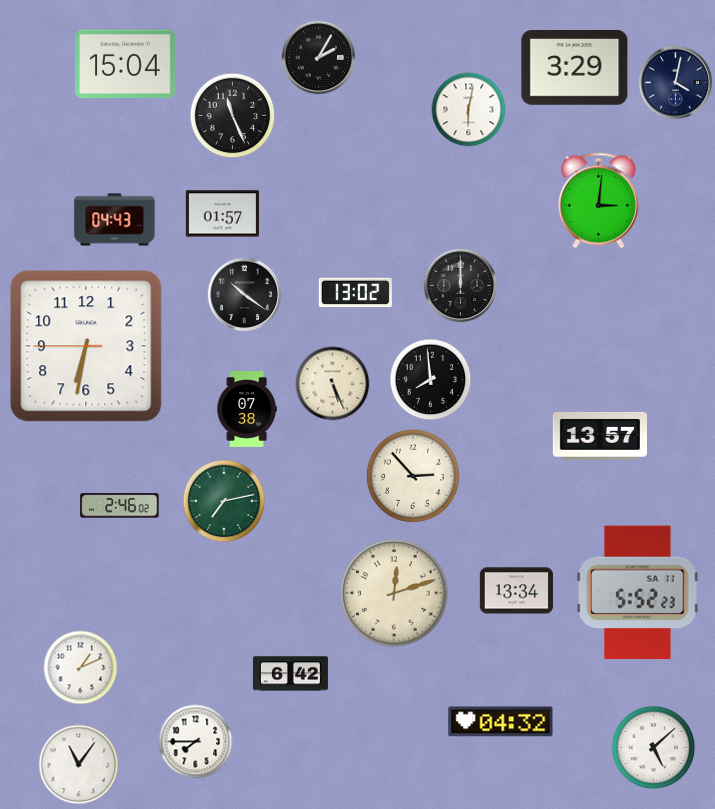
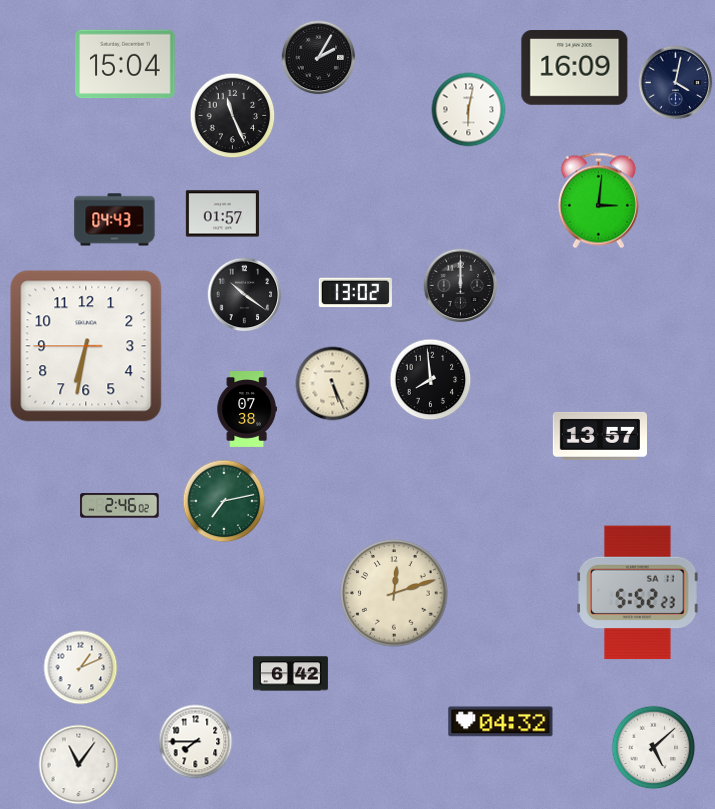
clock at (575, 68): 3:29 -> 16:09
clock at (413, 476): 2:53 -> none
clock at (516, 591): 13:34 -> none
